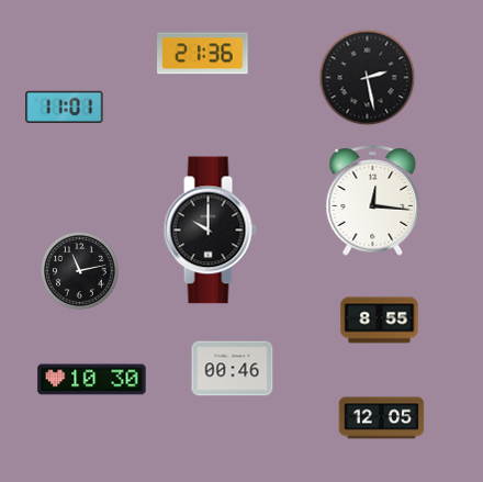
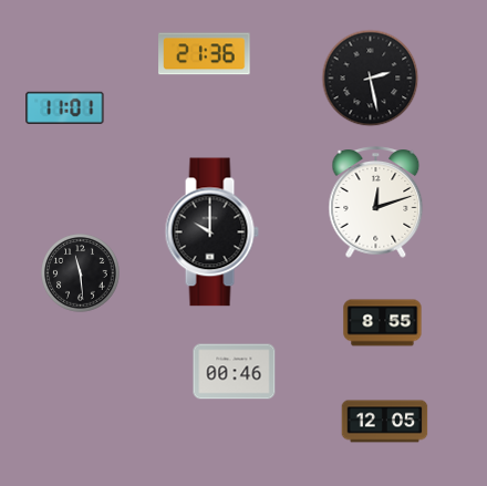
clock at (373, 201): 12:16 -> 12:12
clock at (80, 271): 11:13 -> 11:29
clock at (92, 380): 10:30 -> none
